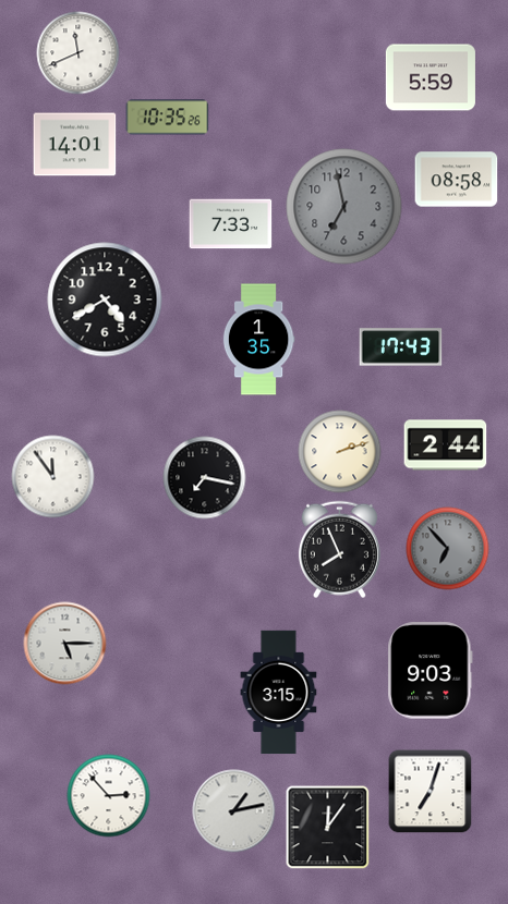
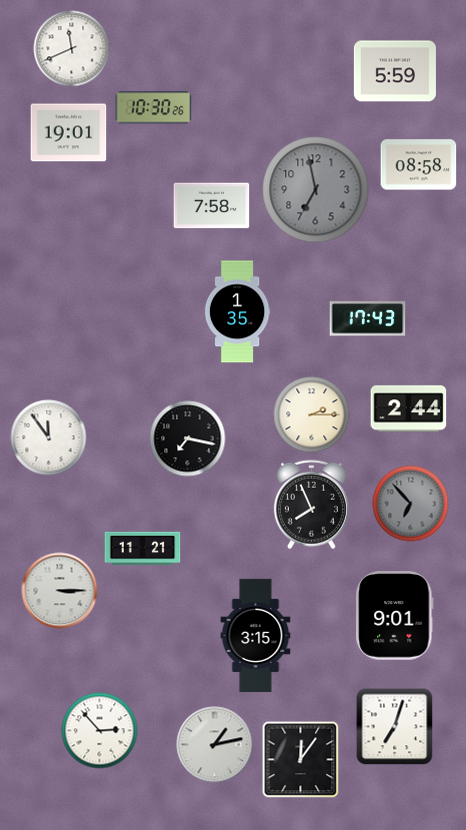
clock at (168, 118): 10:35 -> 10:30
clock at (75, 145): 14:01 -> 19:01
clock at (231, 224): 7:33 -> 7:58
clock at (105, 300): 4:40 -> none
clock at (340, 452): 2:12 -> 2:15
clock at (143, 549): none -> 11:21
clock at (65, 644): 5:15 -> 3:15
clock at (431, 671): 9:03 -> 9:01
